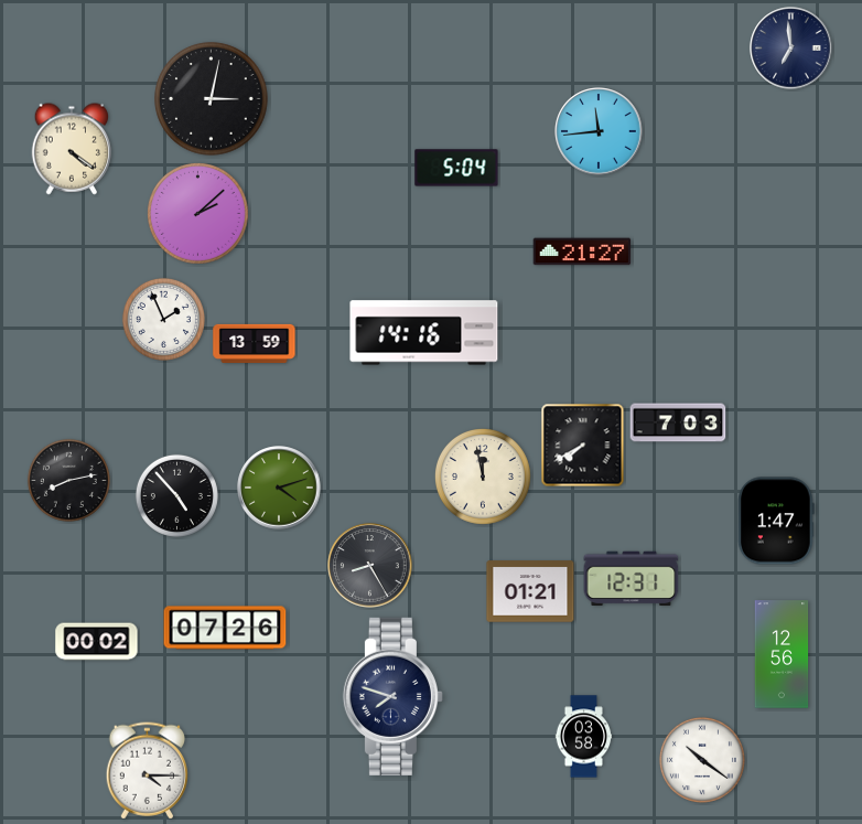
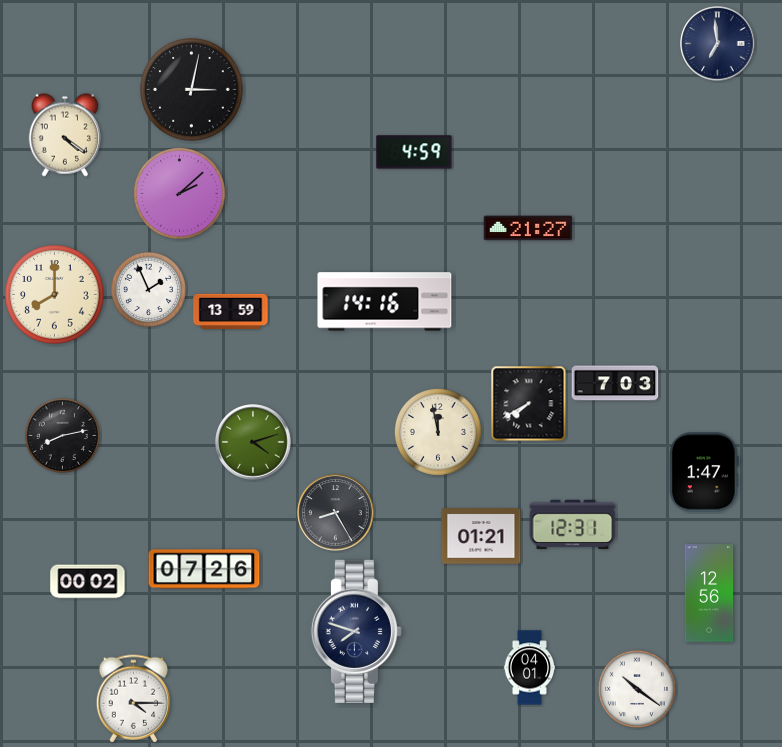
clock at (599, 131): 11:44 -> none
clock at (456, 168): 5:04 -> 4:59
clock at (55, 295): none -> 8:00
clock at (176, 495): 4:53 -> none
clock at (584, 737): 03:58 -> 04:01
